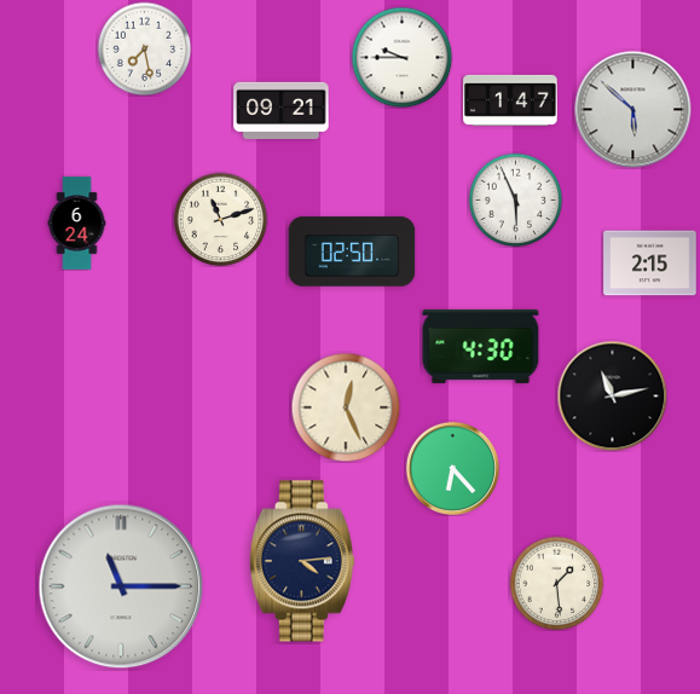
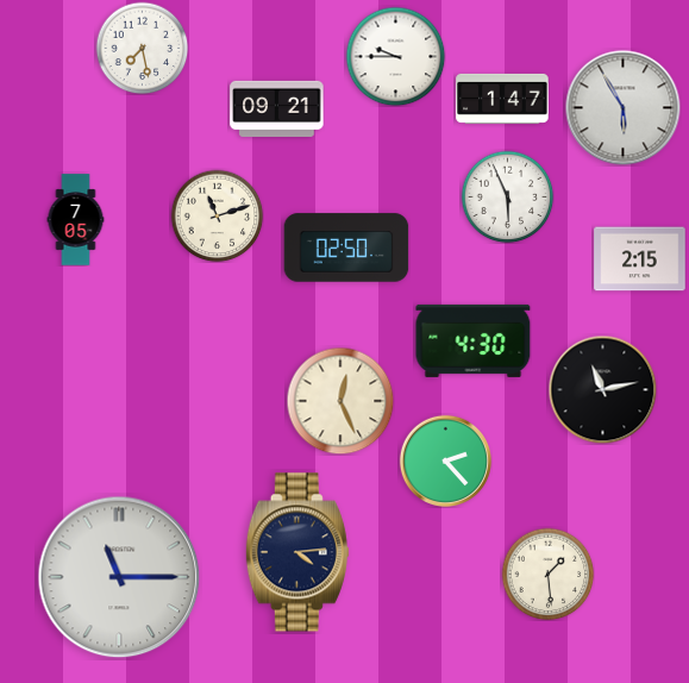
clock at (634, 110): 5:52 -> 5:55
clock at (77, 224): 6:24 -> 7:05
clock at (452, 468): 6:23 -> 2:23
